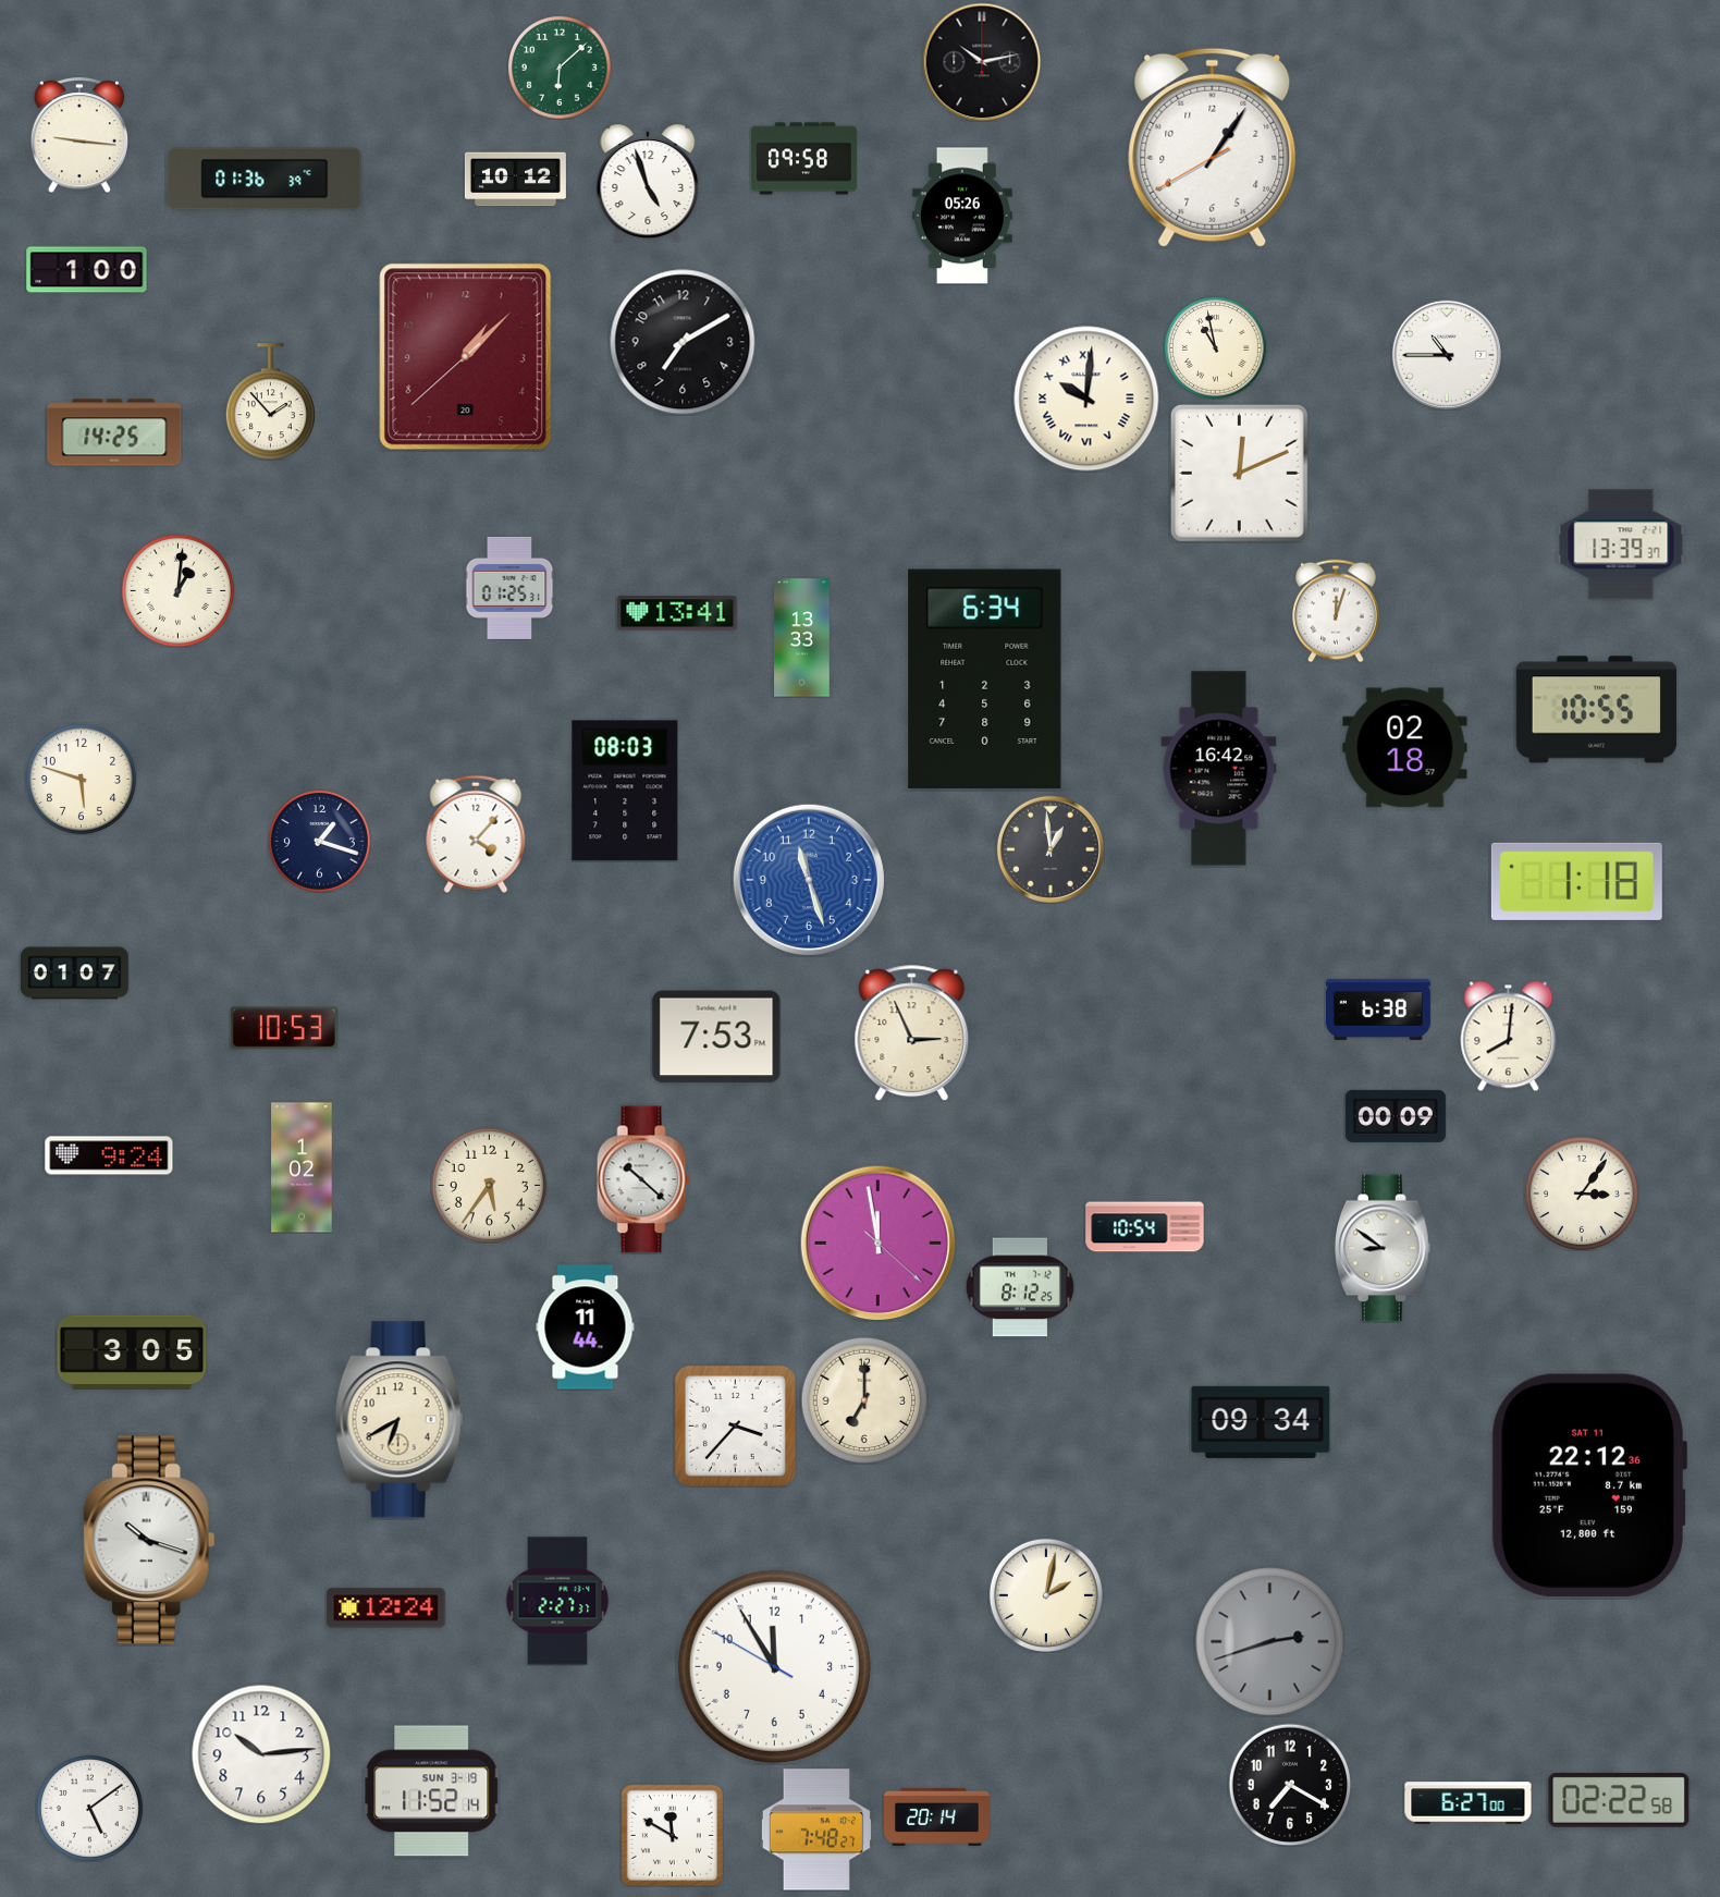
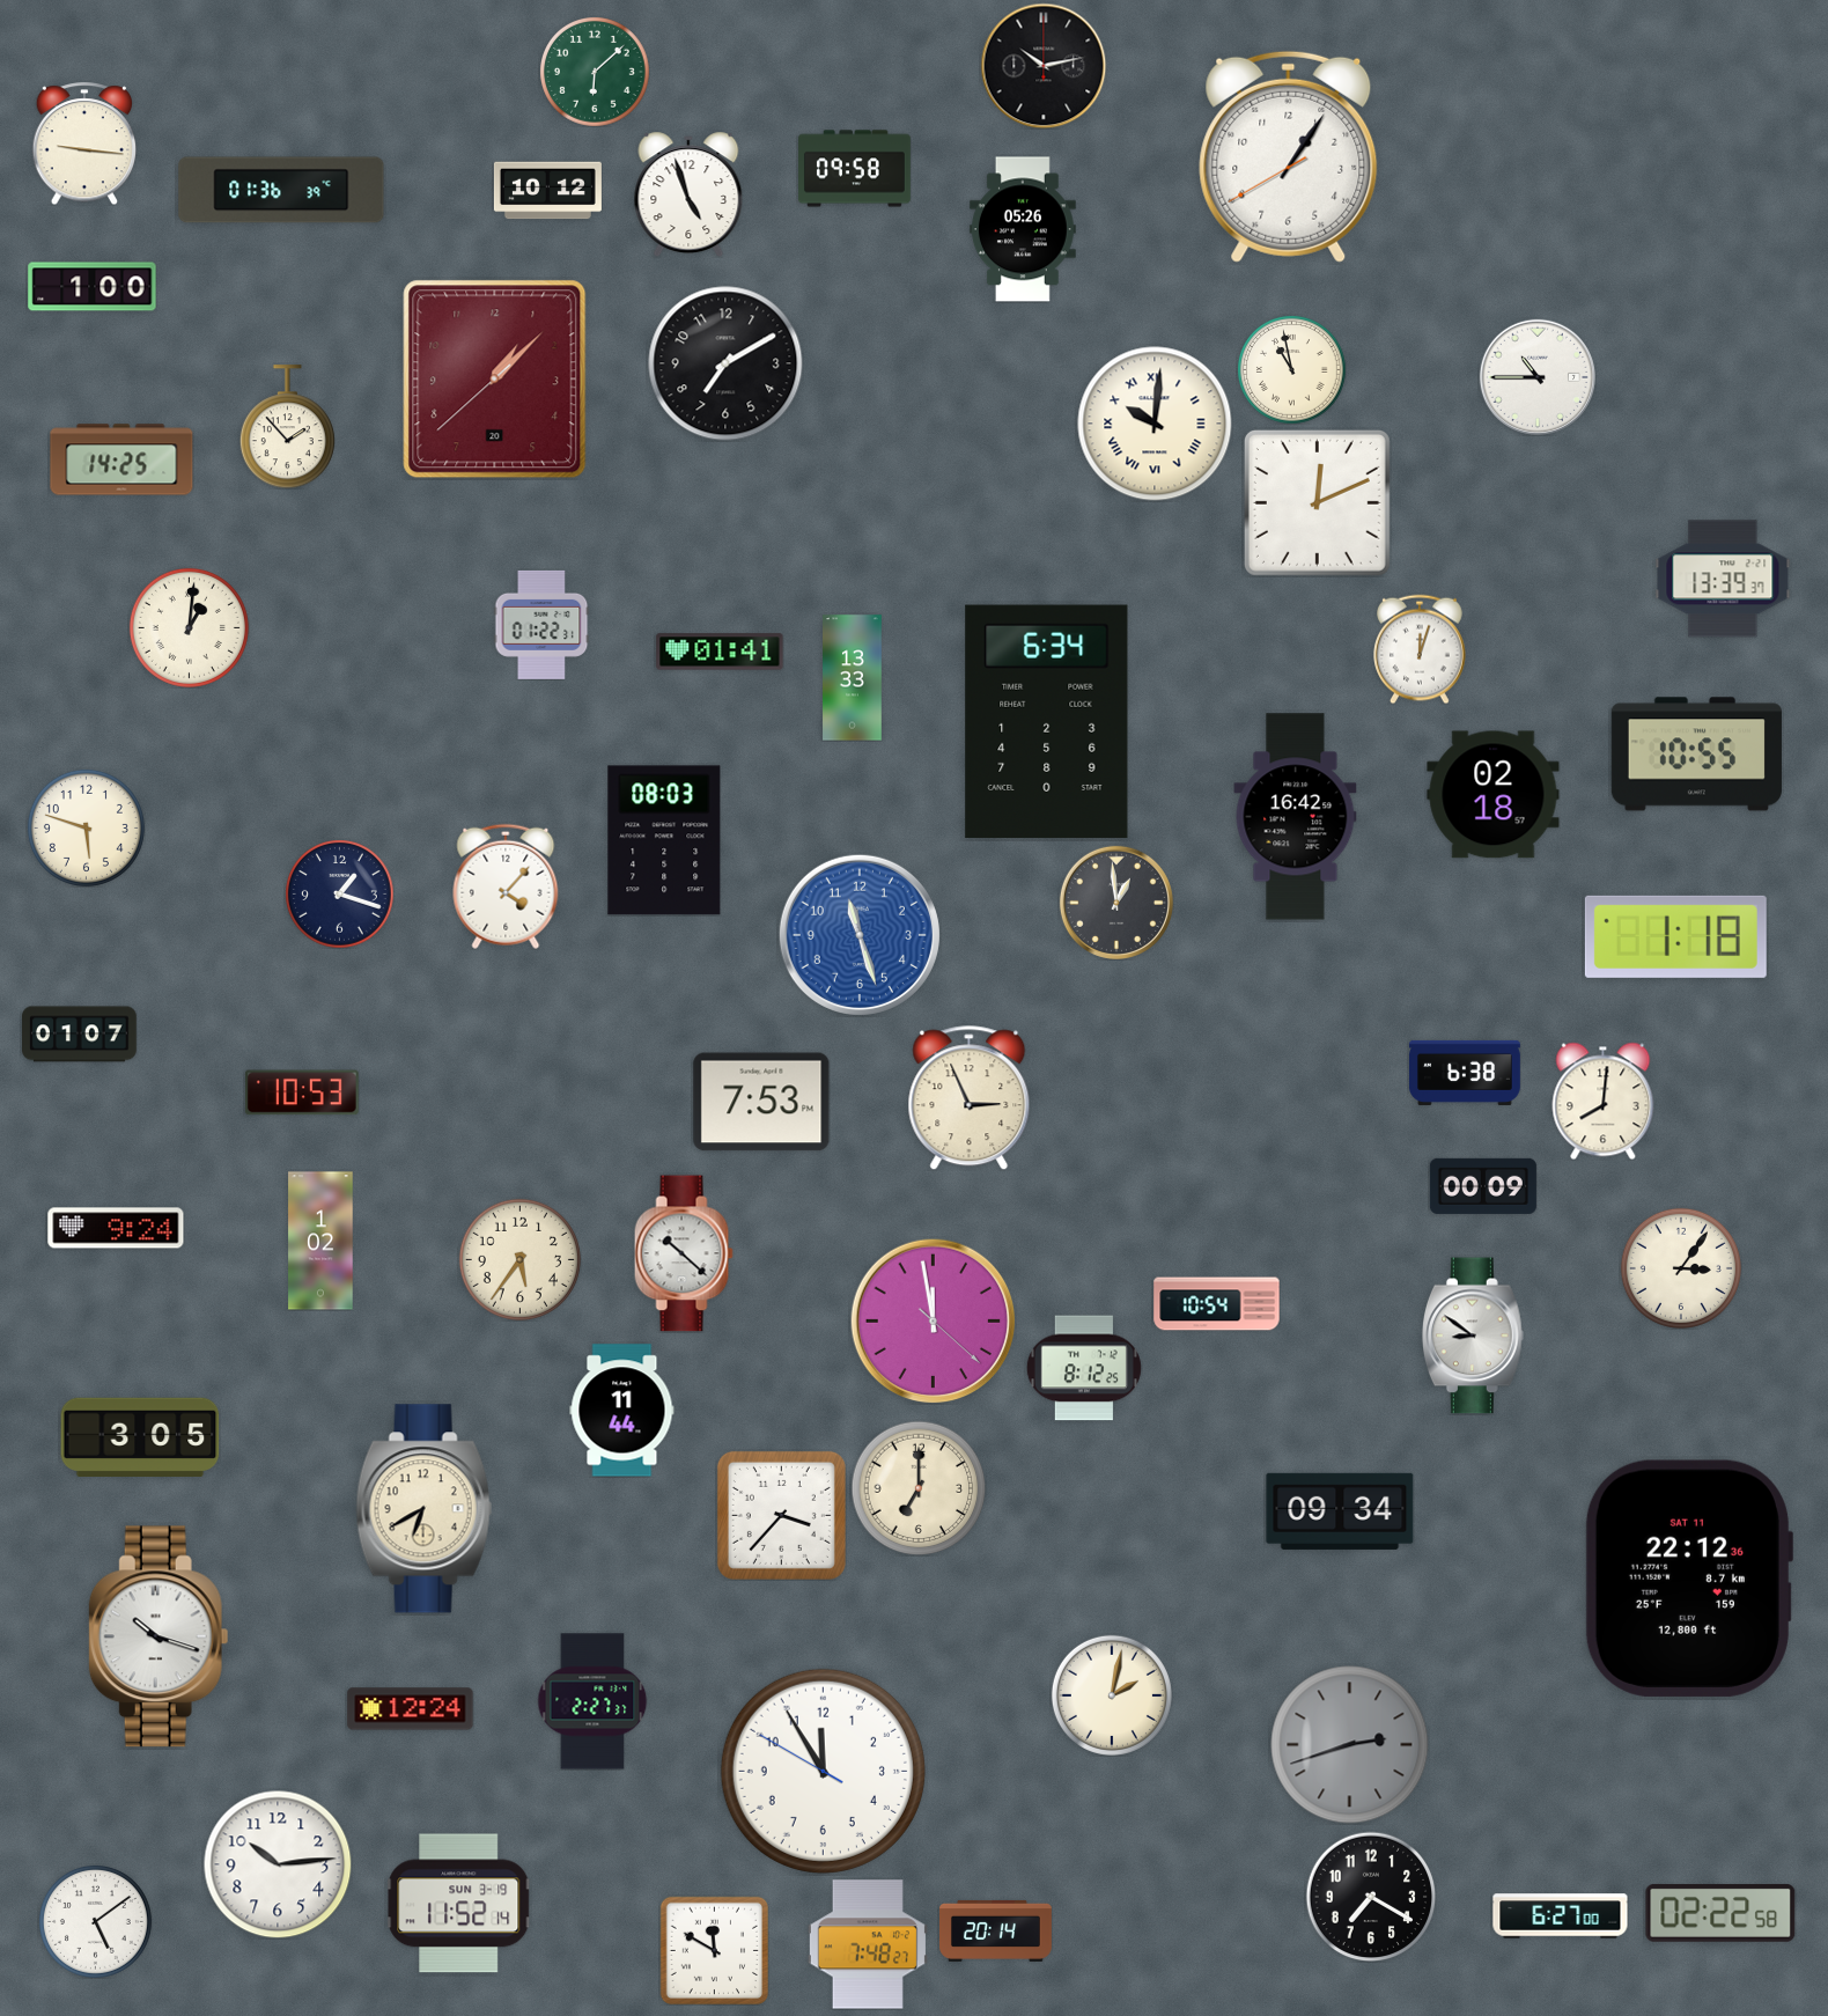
clock at (509, 588): 01:25 -> 01:22
clock at (677, 613): 13:41 -> 01:41
clock at (1383, 1248) position: (1383, 1248) -> (1473, 1336)
